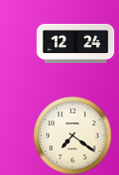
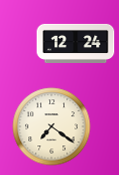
clock at (72, 135) position: (72, 135) -> (51, 126)
